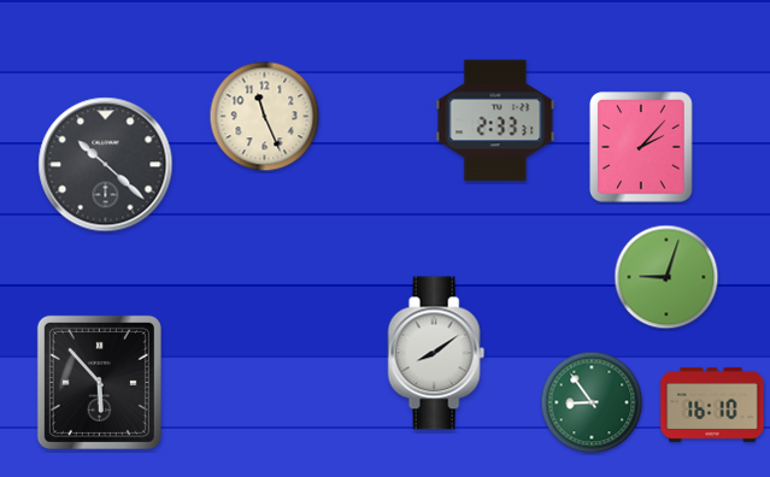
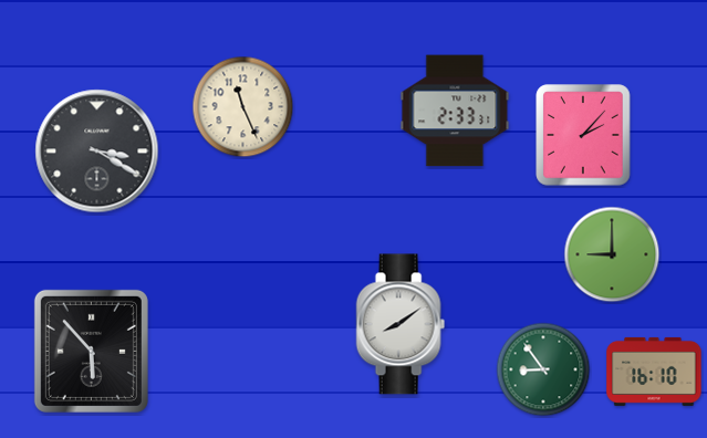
clock at (641, 147) position: (641, 147) -> (583, 135)
clock at (106, 165): 10:22 -> 3:20
clock at (666, 277): 9:03 -> 9:00
